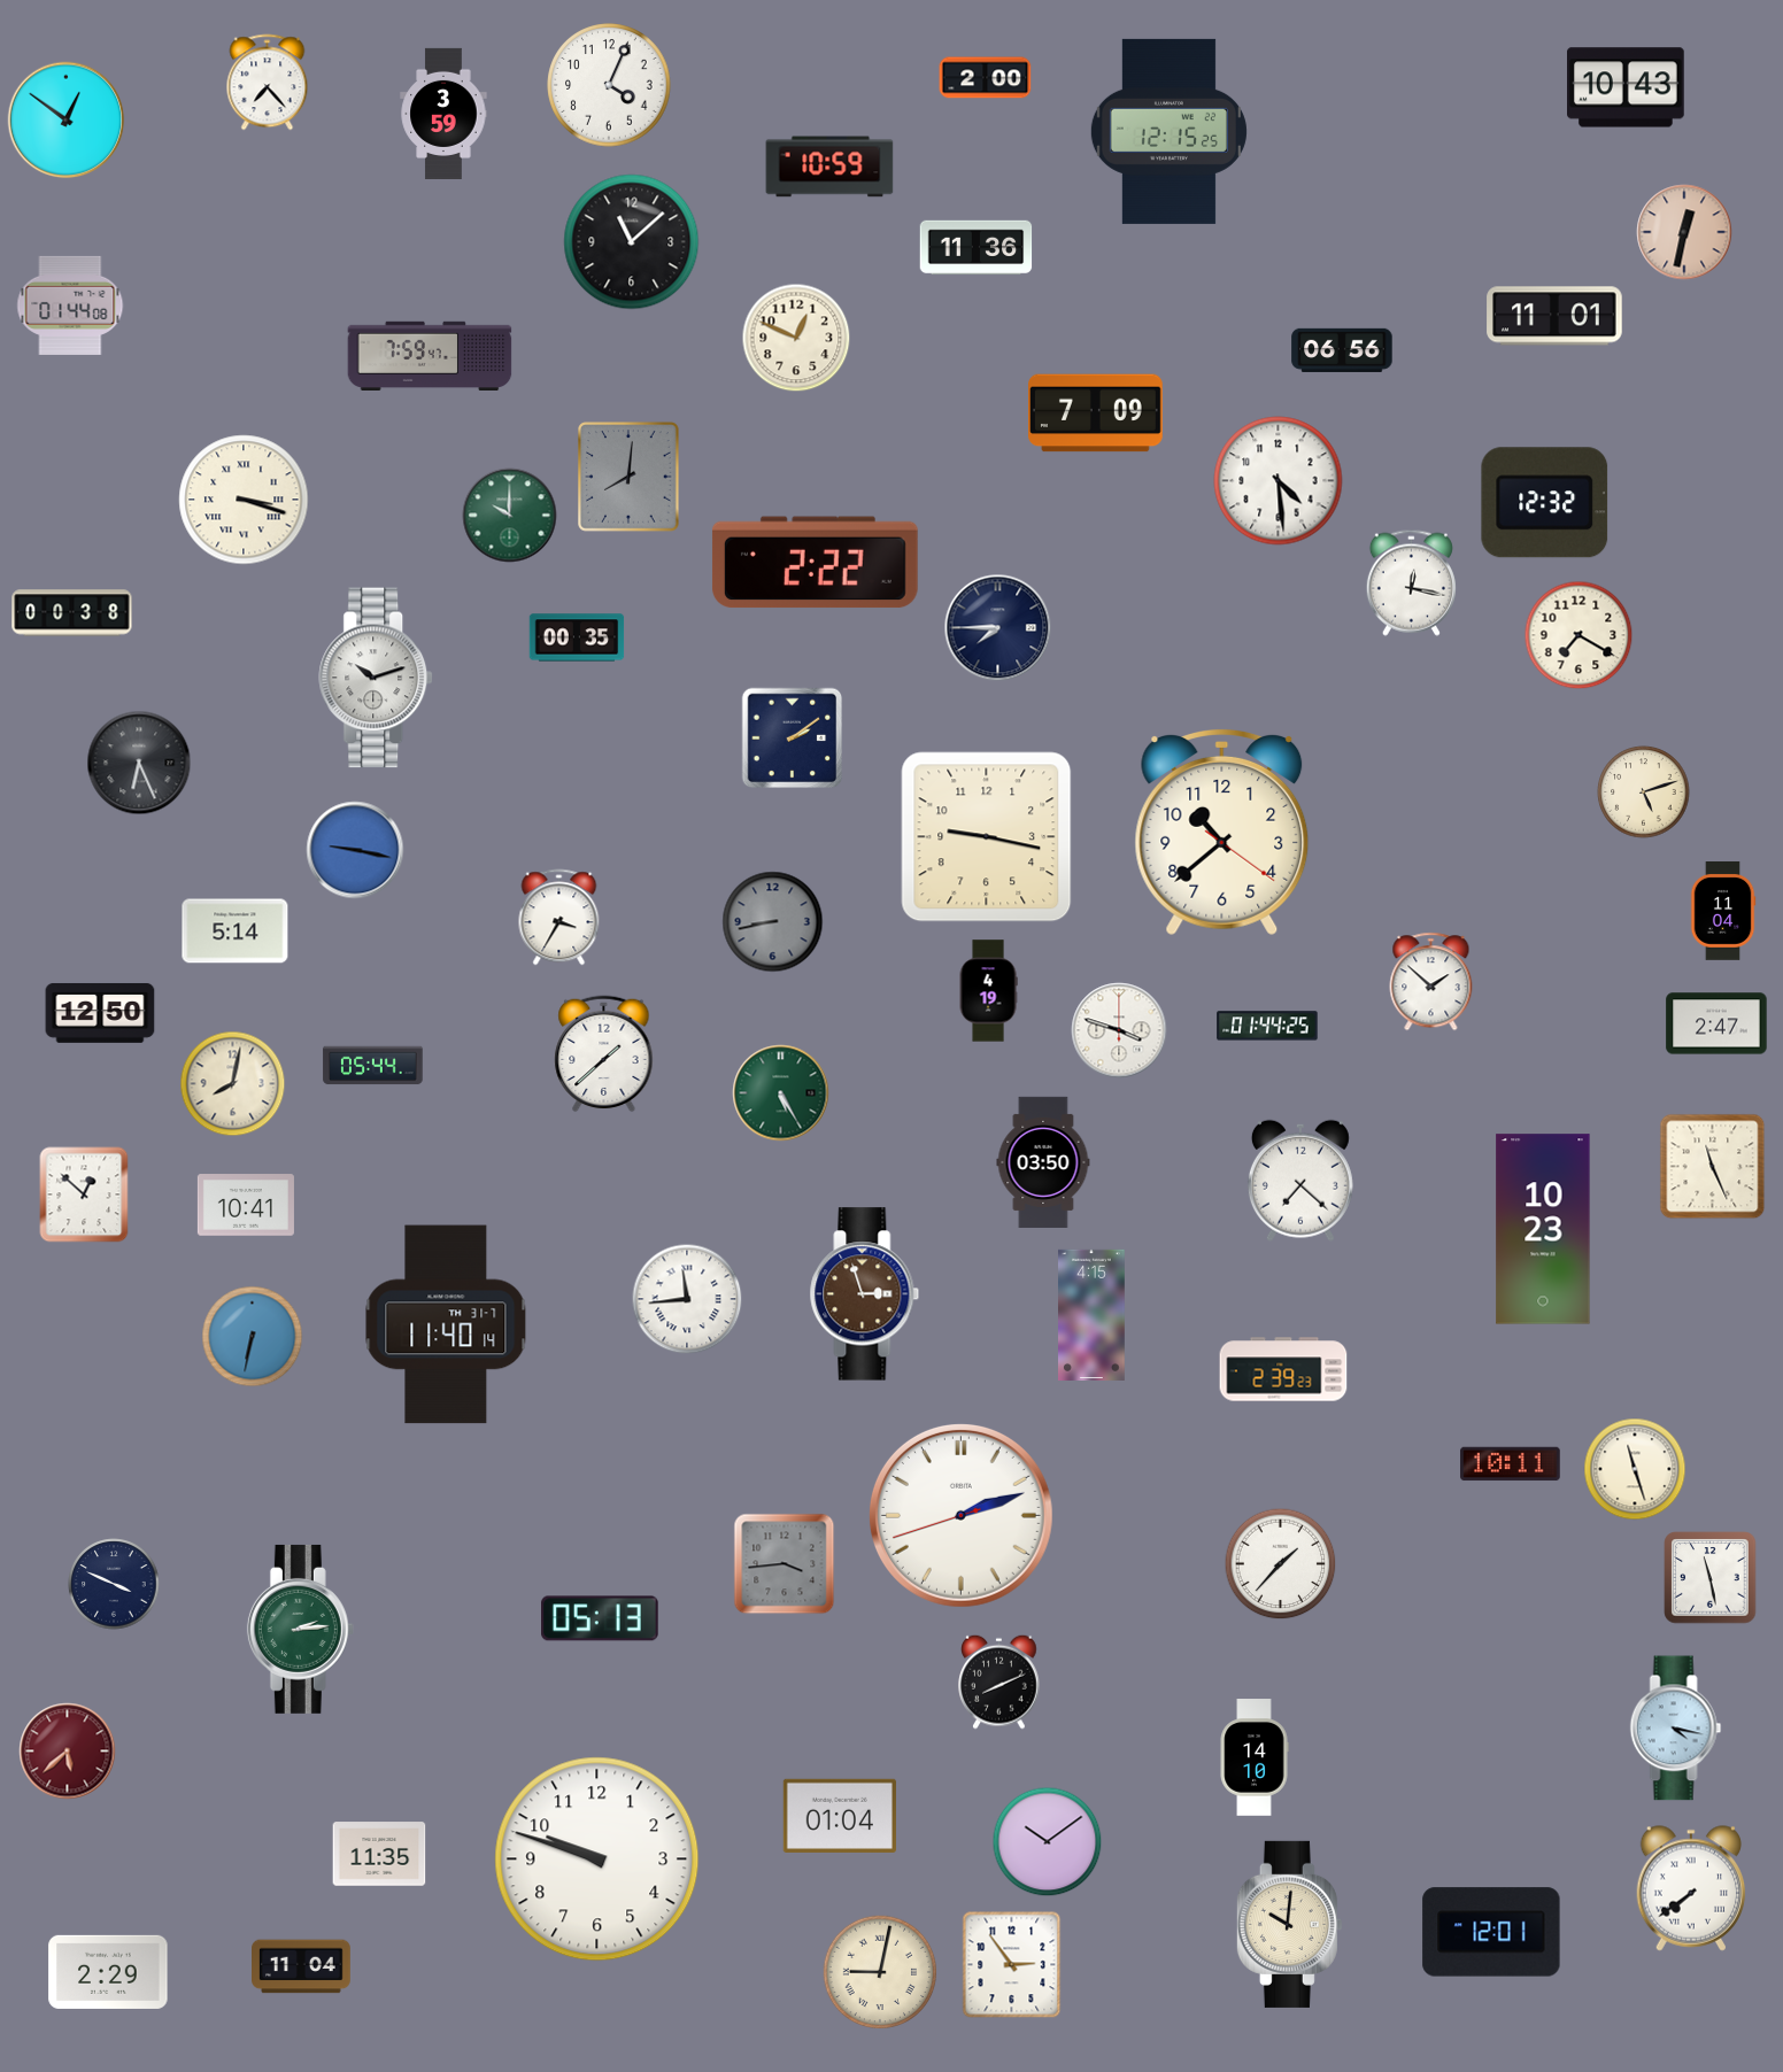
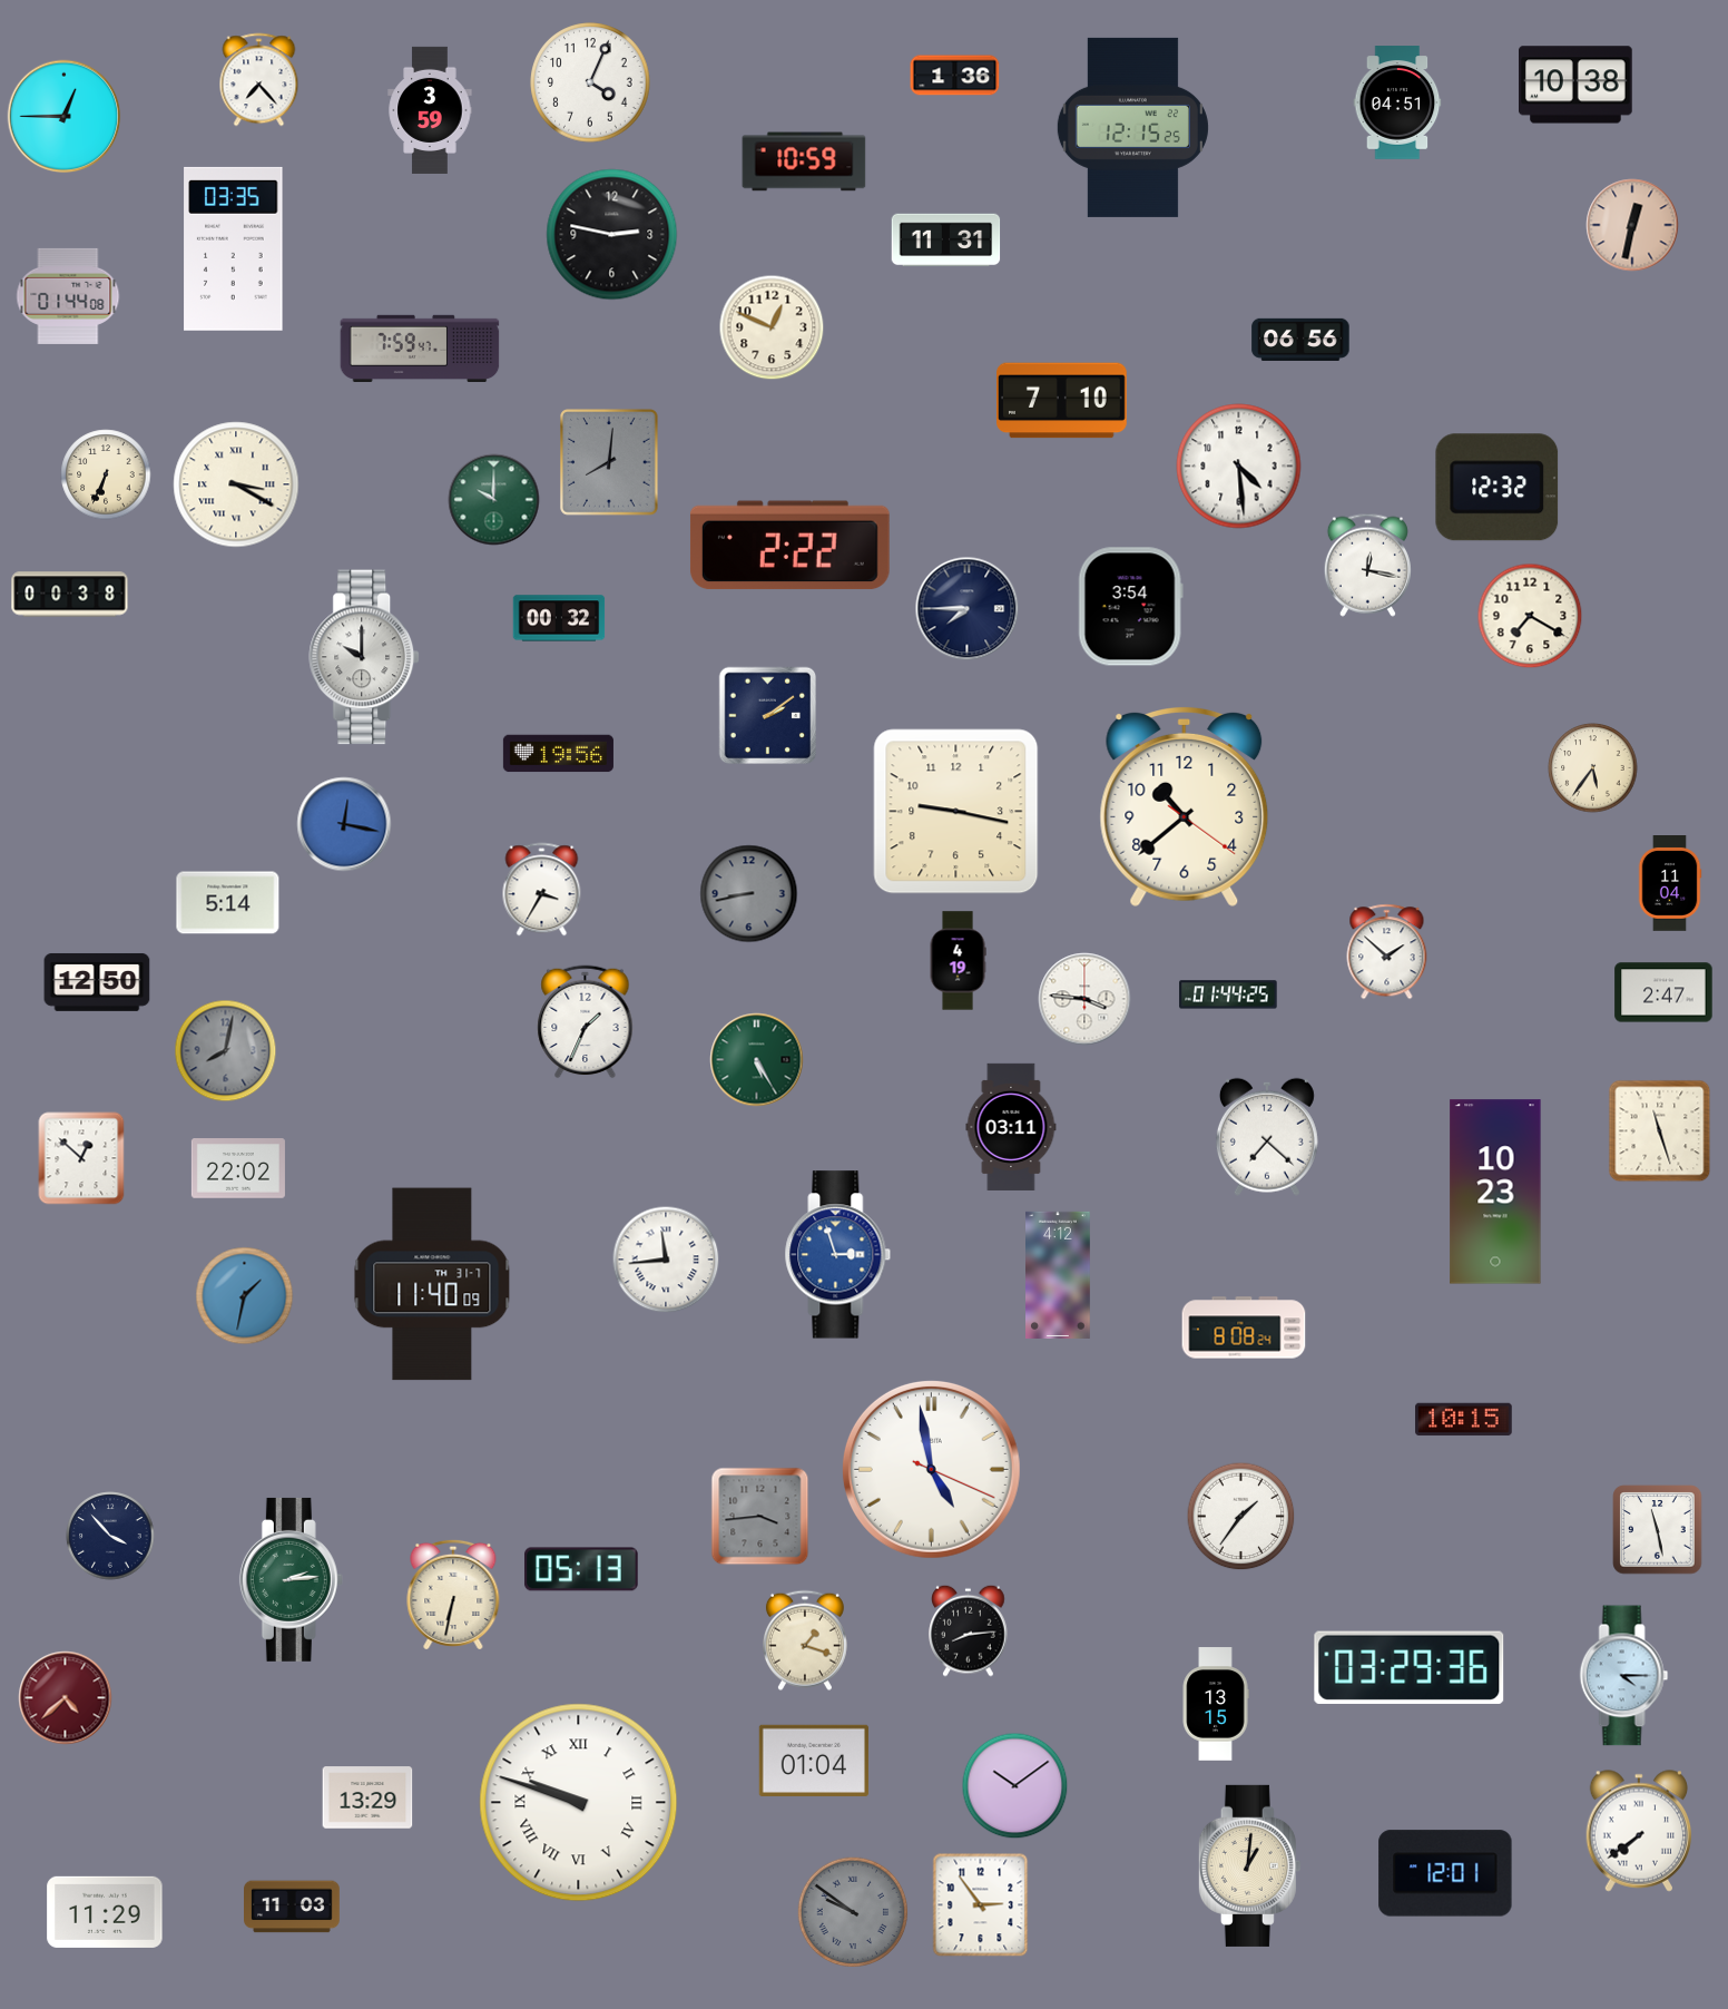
clock at (986, 78): 2:00 -> 1:36
clock at (1627, 87): 10:43 -> 10:38
clock at (1397, 102): none -> 04:51
clock at (67, 121): 12:51 -> 12:45
clock at (632, 242): 11:08 -> 2:47
clock at (977, 248): 11:36 -> 11:31
clock at (234, 248): none -> 03:35
clock at (1554, 316): 11:01 -> none
clock at (430, 355) position: (430, 355) -> (420, 347)
clock at (1096, 413): 7:09 -> 7:10
clock at (106, 474): none -> 6:34
clock at (244, 500): 3:18 -> 3:20
clock at (1130, 607): none -> 3:54
clock at (577, 637): 00:35 -> 00:32
clock at (377, 678): 10:12 -> 10:00
clock at (139, 763): 6:26 -> none
clock at (558, 754): none -> 19:56
clock at (1644, 793): 5:12 -> 5:36
clock at (355, 850): 9:17 -> 12:17
clock at (1119, 1030): 3:48 -> 3:46
clock at (604, 1054): 1:38 -> 1:34
clock at (373, 1066): 05:44 -> none
clock at (233, 1084) dial: cream -> grey
clock at (1043, 1162): 03:50 -> 03:11
clock at (1713, 1167): 11:26 -> 11:27
clock at (1300, 1181) position: (1300, 1181) -> (1267, 1137)
clock at (246, 1205): 10:41 -> 22:02
clock at (865, 1294) dial: brown -> blue
clock at (1093, 1315): 4:15 -> 4:12
clock at (446, 1324): 11:40:14 -> 11:40:09
clock at (253, 1337): 6:32 -> 1:32
clock at (1283, 1369): 2:39 -> 8:08
clock at (1511, 1464): 10:11 -> 10:15
clock at (1635, 1469): 11:27 -> none
clock at (960, 1515): 2:11 -> 4:58
clock at (1281, 1564): 1:37 -> 1:36
clock at (114, 1584): 3:49 -> 3:53
clock at (453, 1595): none -> 6:32
clock at (999, 1681): 8:11 -> 8:14
clock at (805, 1640): none -> 1:18
clock at (1410, 1667): none -> 03:29
clock at (1676, 1729): 4:17 -> 4:15
clock at (68, 1752): 5:38 -> 4:38
clock at (1255, 1757): 14:10 -> 13:15
clock at (379, 1854): 11:35 -> 13:29
clock at (597, 1860) numerals: Arabic -> Roman
clock at (1289, 1924): 10:01 -> 1:01
clock at (302, 1966): 11:04 -> 11:03
clock at (108, 1972): 2:29 -> 11:29
clock at (880, 1972): 9:02 -> 9:51
clock at (880, 1972) dial: cream -> grey
